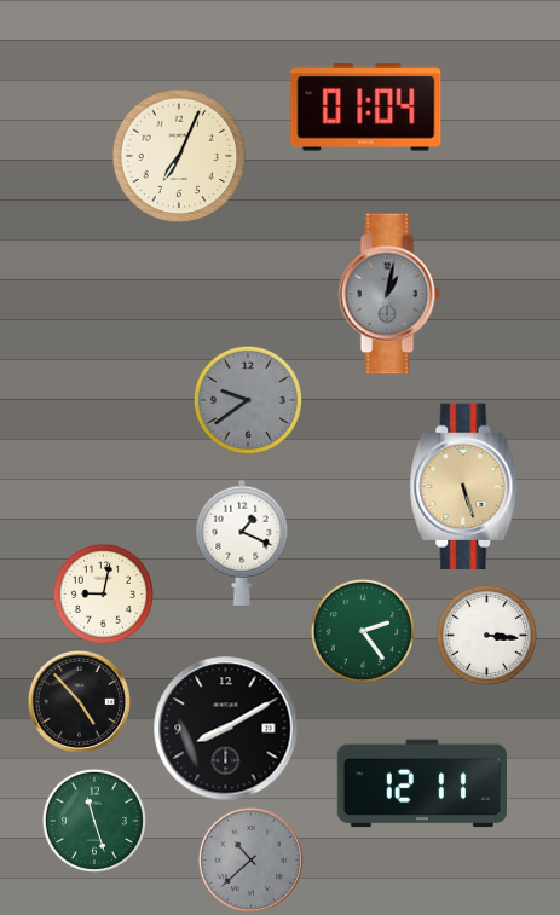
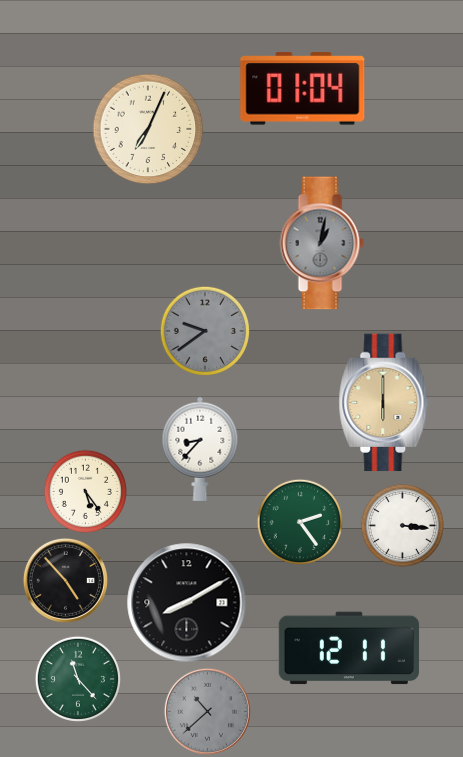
clock at (464, 487): 5:27 -> 6:00
clock at (242, 543): 1:19 -> 8:37
clock at (103, 593): 9:02 -> 5:24
clock at (93, 820): 11:27 -> 11:23
